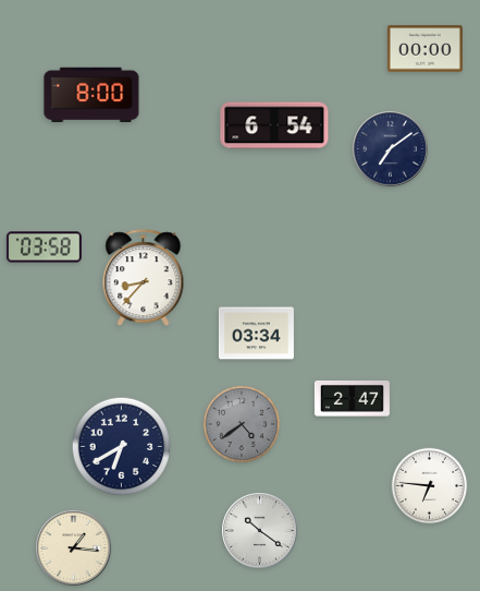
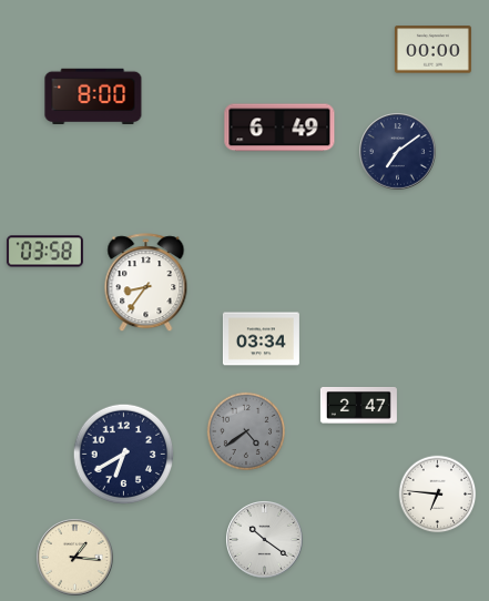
clock at (274, 125): 6:54 -> 6:49
clock at (144, 278): 8:37 -> 8:36
